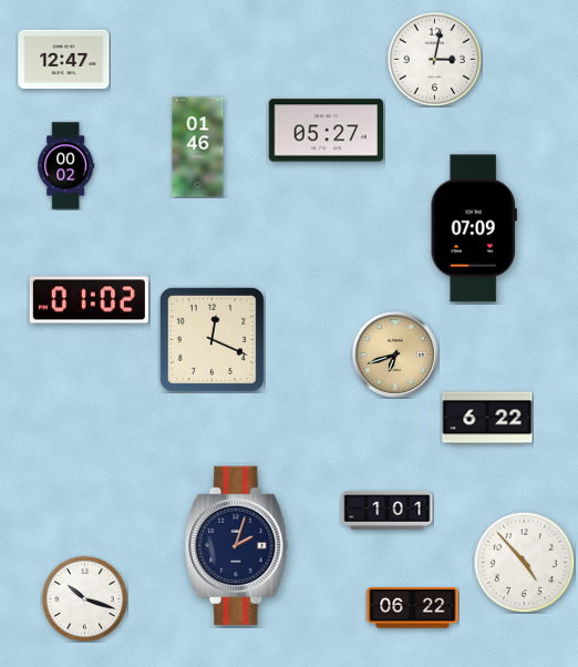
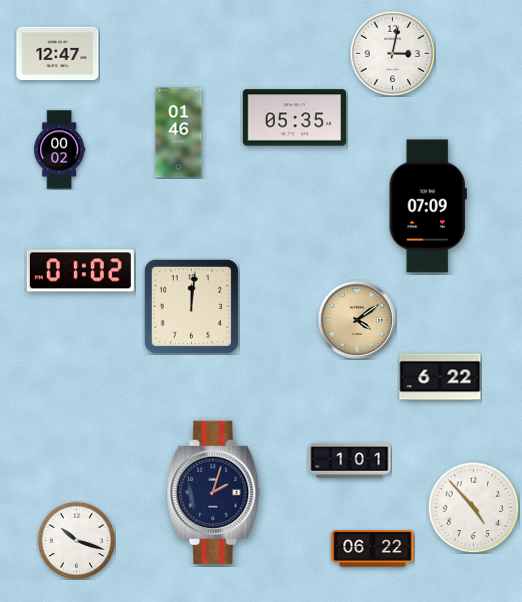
clock at (326, 131): 05:27 -> 05:35
clock at (211, 339): 12:19 -> 12:01
clock at (395, 355): 6:42 -> 4:09
